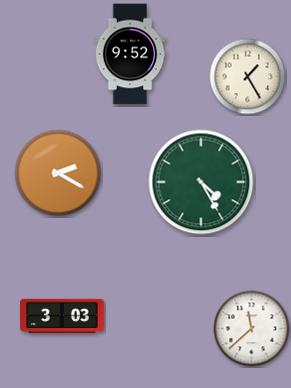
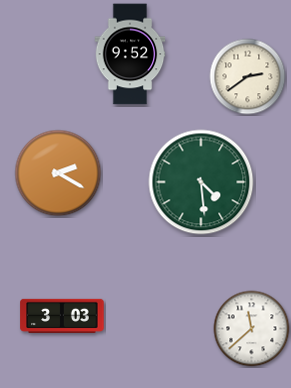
clock at (248, 77): 1:25 -> 2:39
clock at (201, 182): 4:25 -> 4:29
